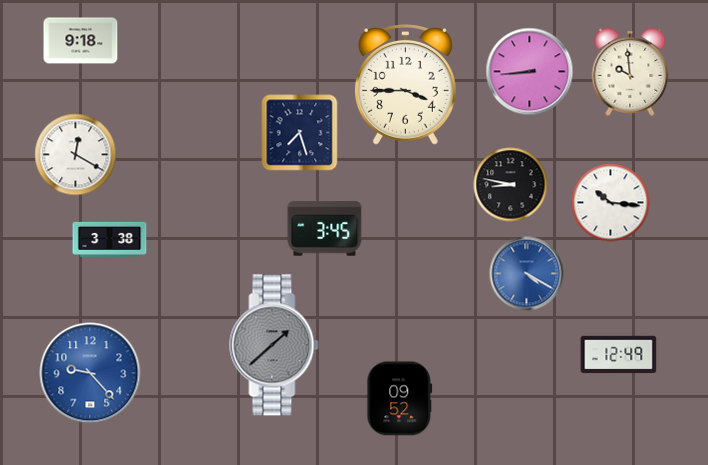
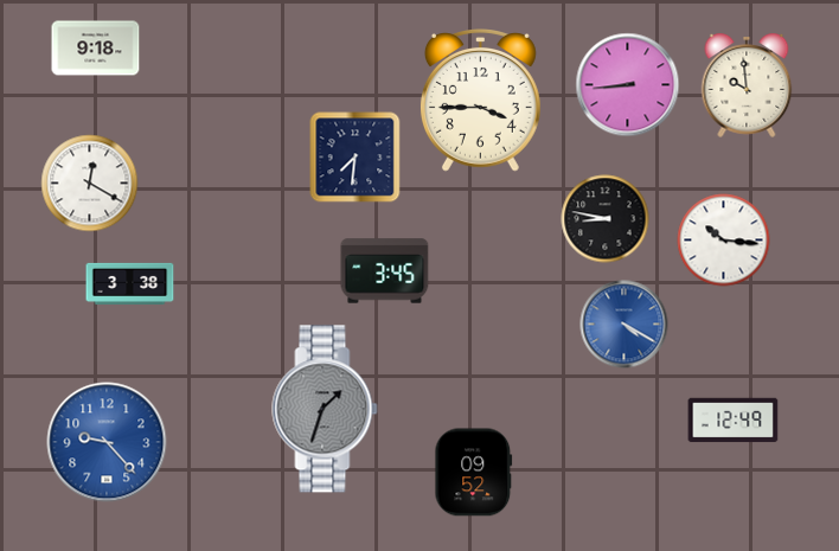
clock at (300, 133): 7:27 -> 7:31
clock at (274, 345): 1:38 -> 1:33
